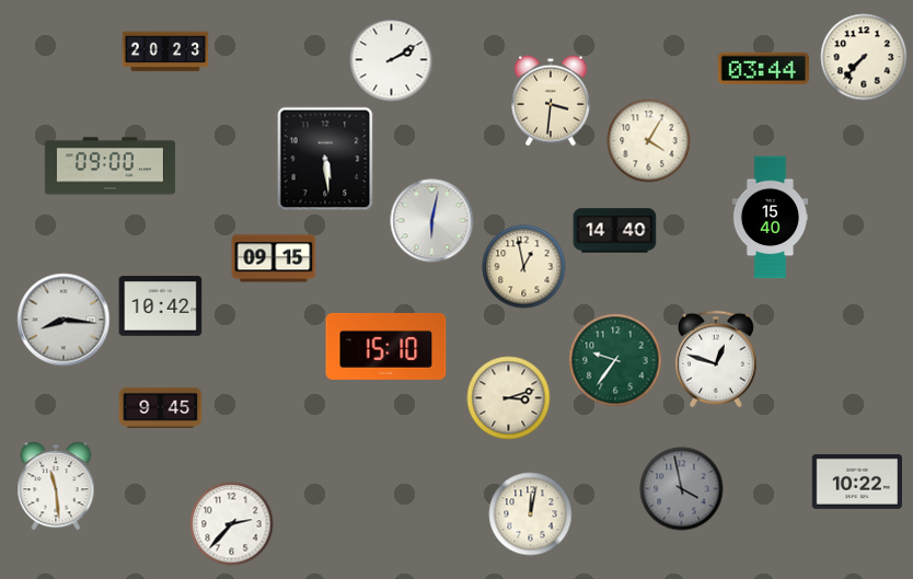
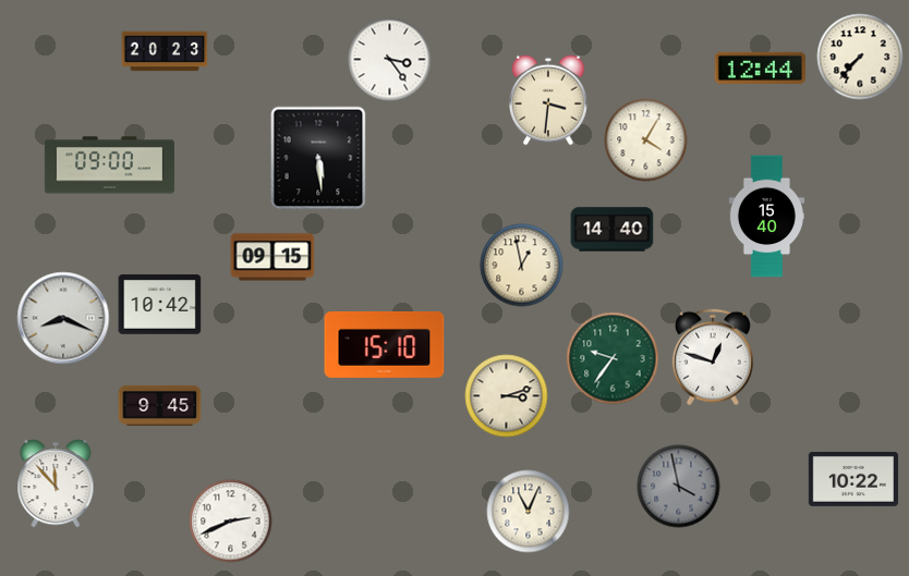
clock at (392, 60): 2:10 -> 3:24
clock at (763, 68): 03:44 -> 12:44
clock at (325, 159) position: (325, 159) -> (318, 158)
clock at (432, 221): 6:02 -> none
clock at (63, 320): 8:16 -> 8:19
clock at (56, 486): 11:29 -> 11:53
clock at (531, 514): 12:02 -> 11:04
clock at (232, 524): 2:37 -> 2:41
